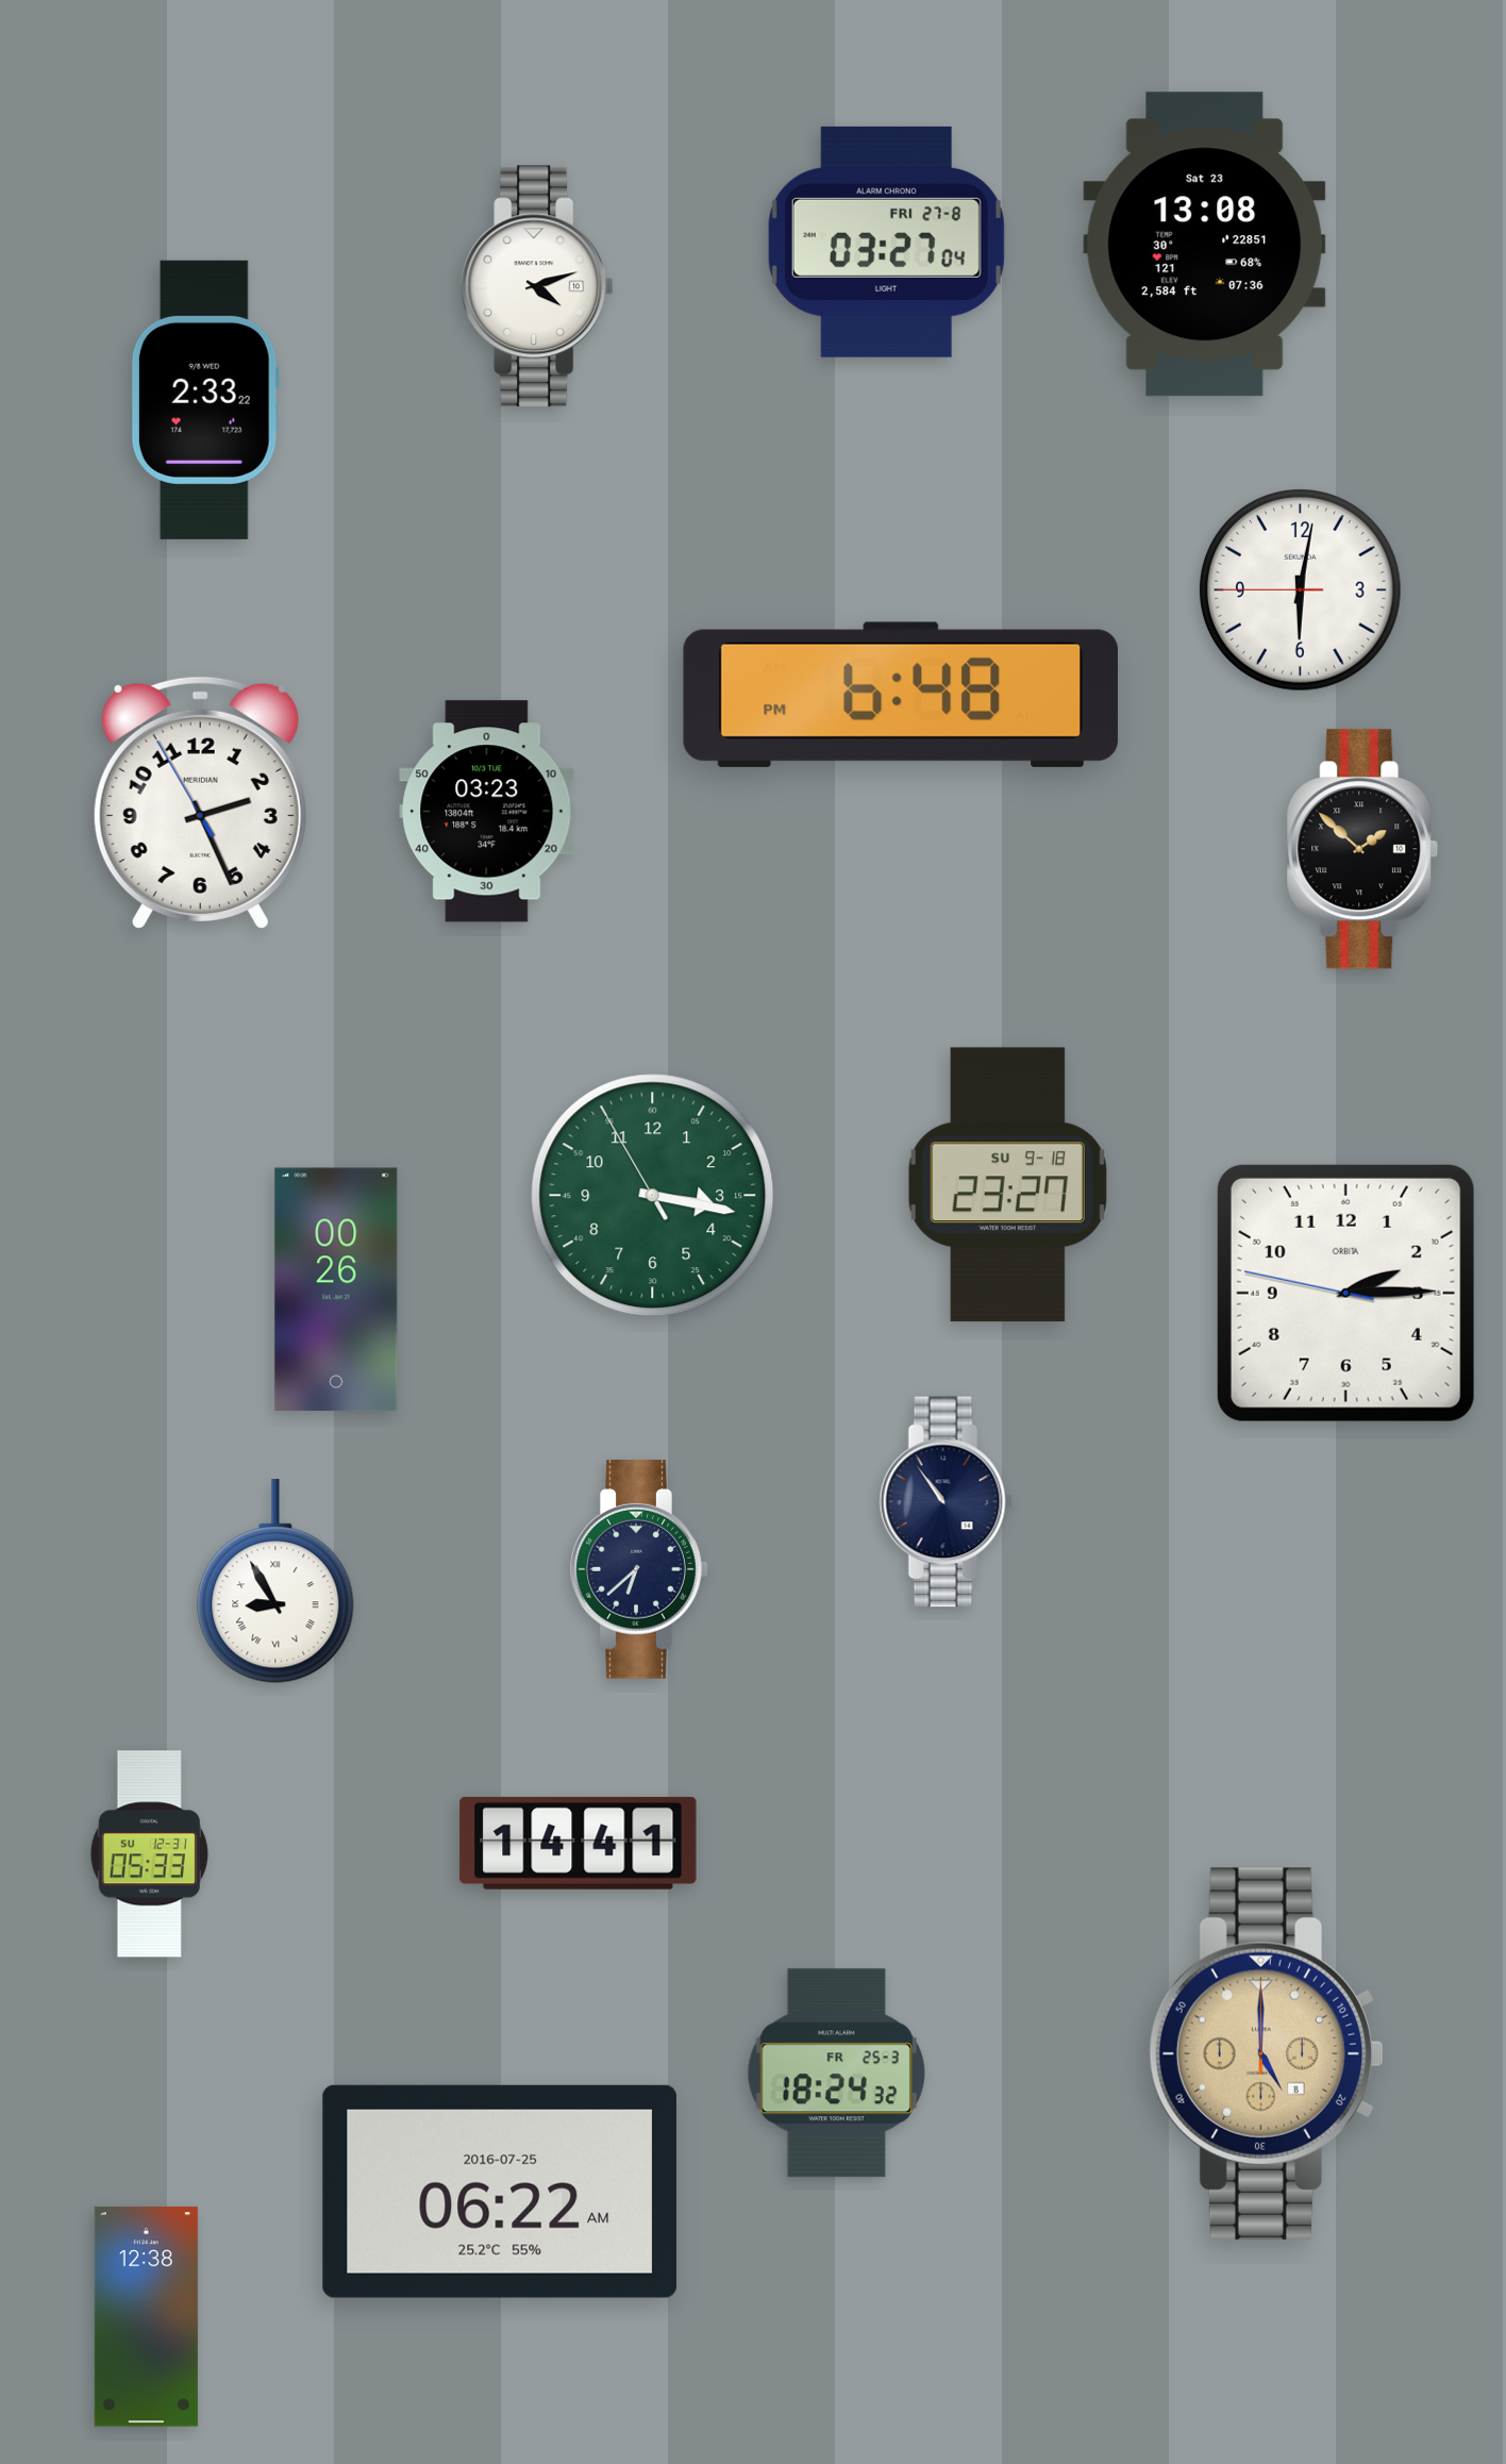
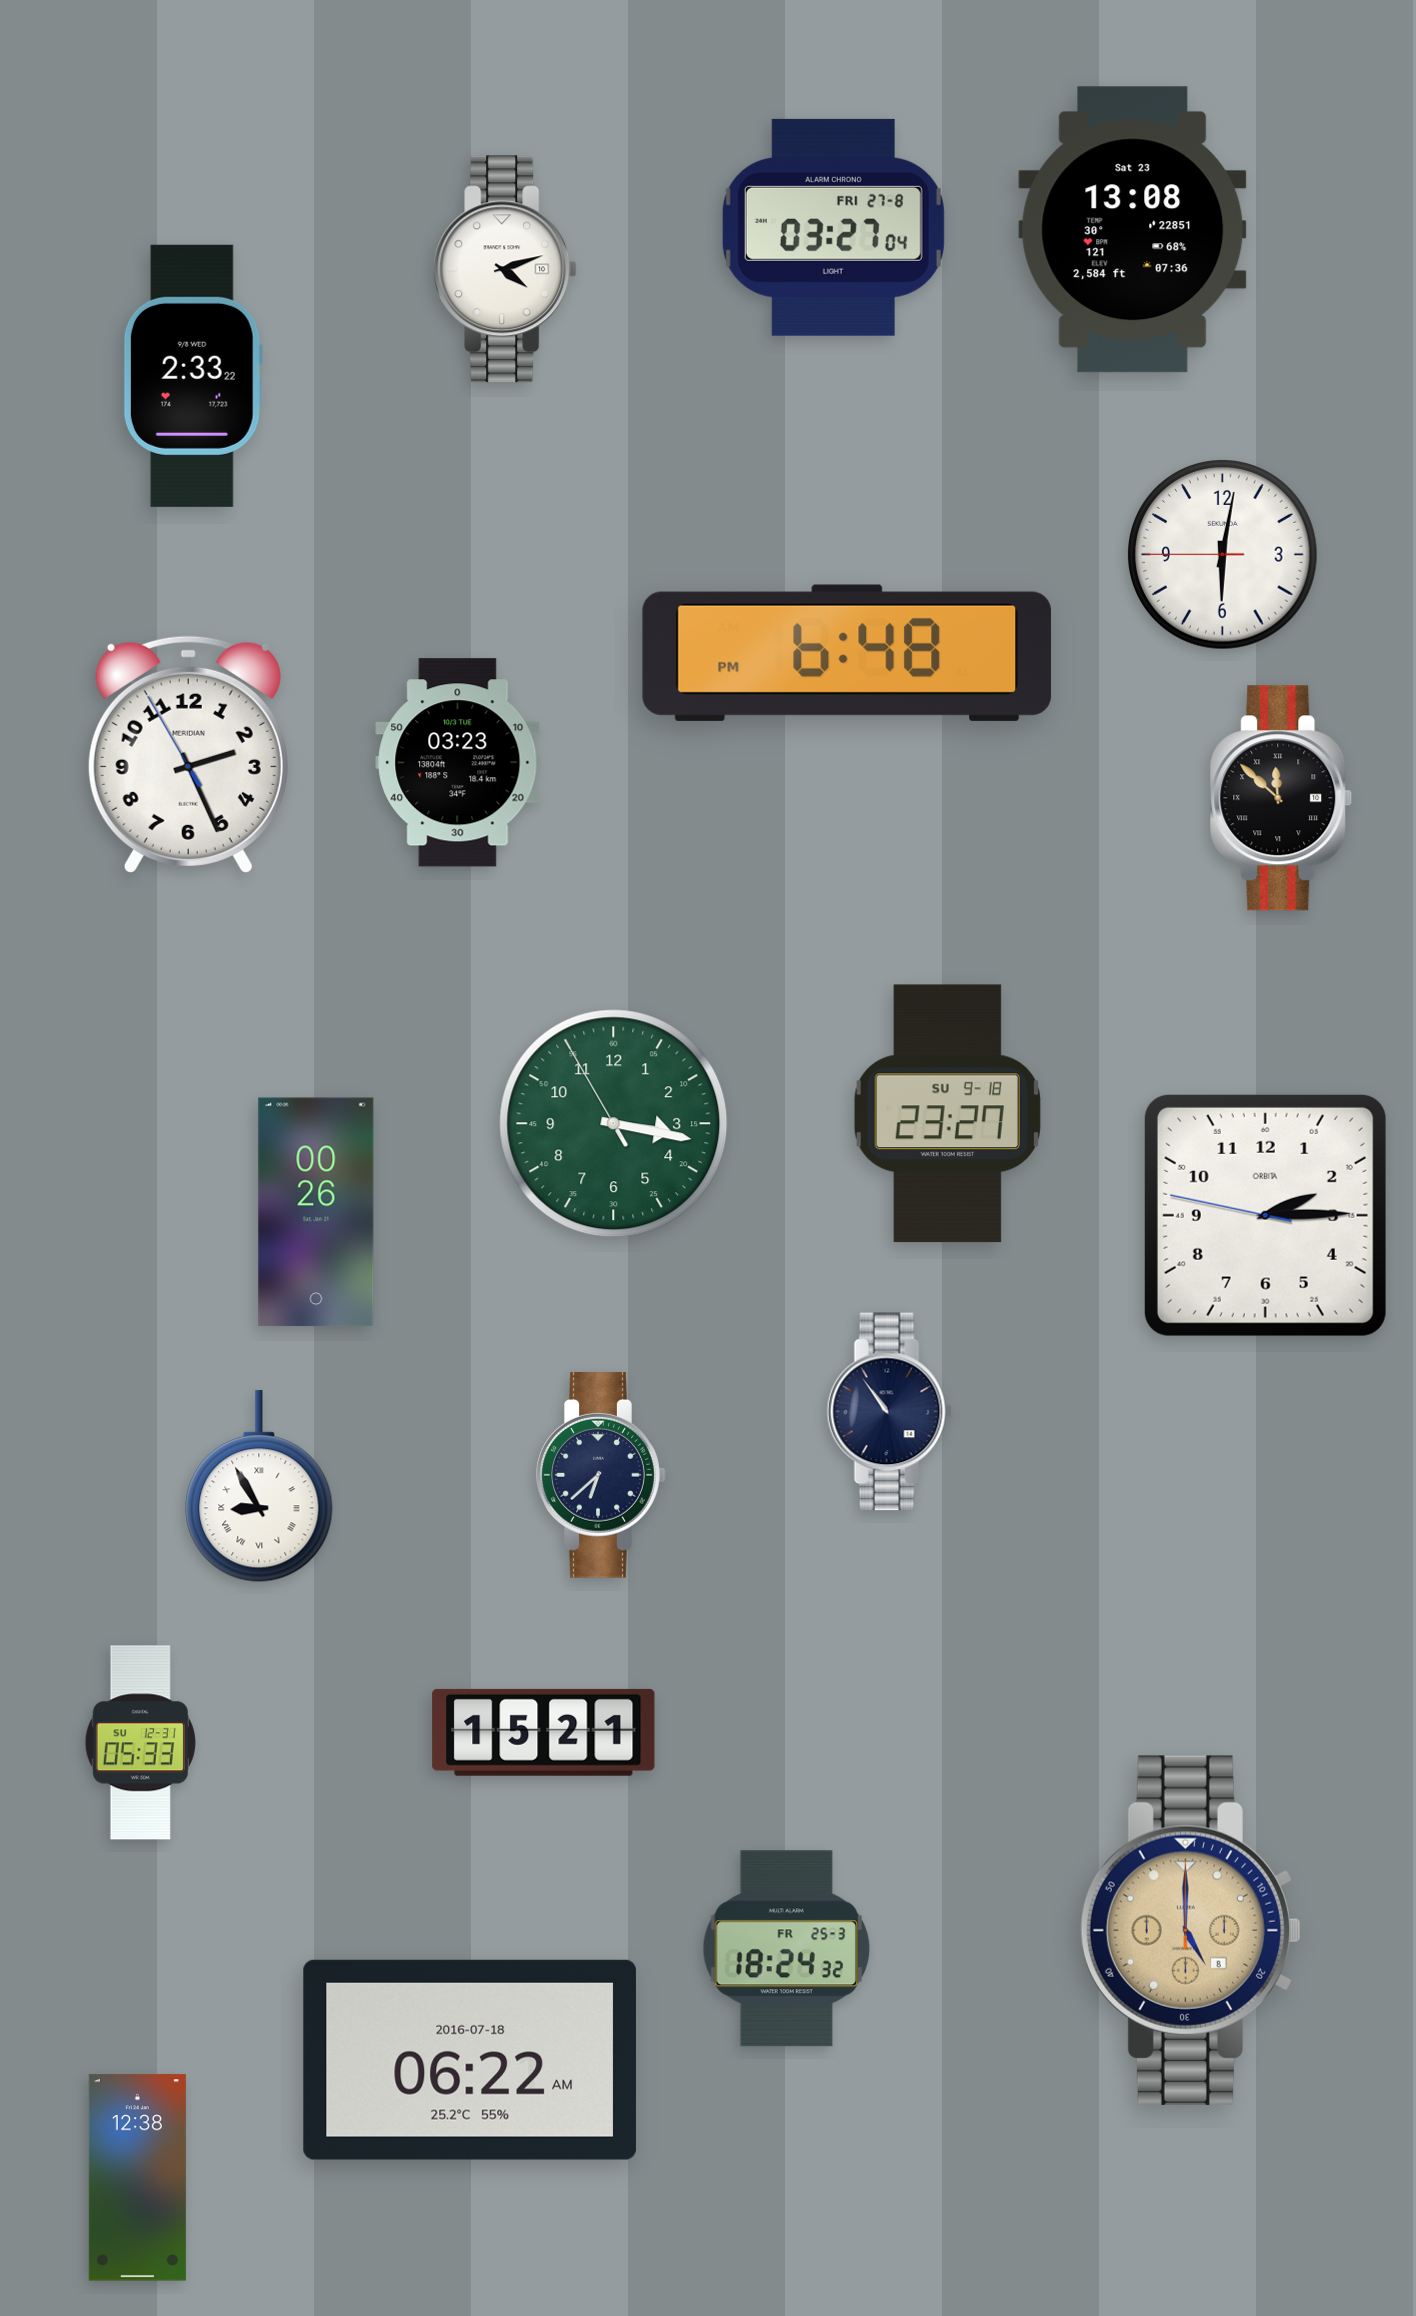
clock at (1362, 849): 1:52 -> 11:52
clock at (579, 1843): 14:41 -> 15:21
clock at (500, 2192) date: 2016-07-25 -> 2016-07-18
